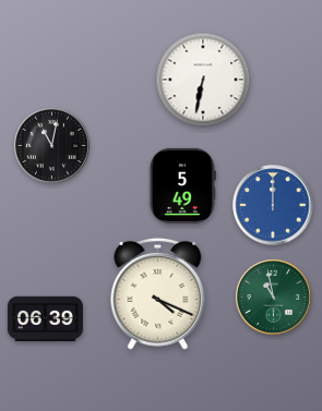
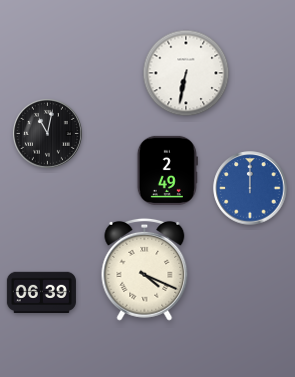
clock at (182, 185): 5:49 -> 2:49
clock at (273, 297): 10:58 -> none
